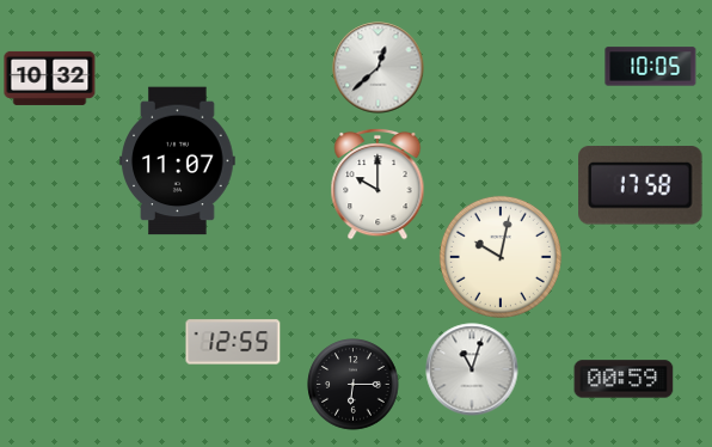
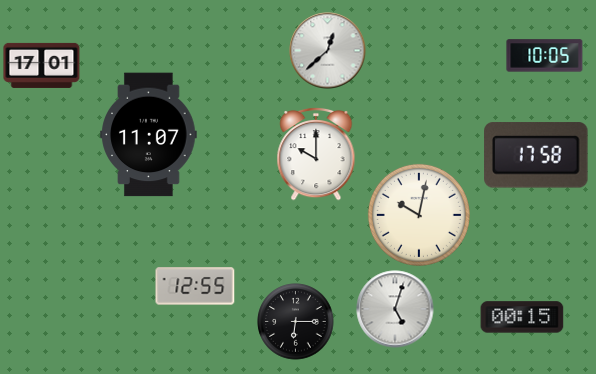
clock at (379, 68) position: (379, 68) -> (328, 51)
clock at (50, 78): 10:32 -> 17:01
clock at (472, 369): 11:03 -> 5:03
clock at (624, 379): 00:59 -> 00:15
